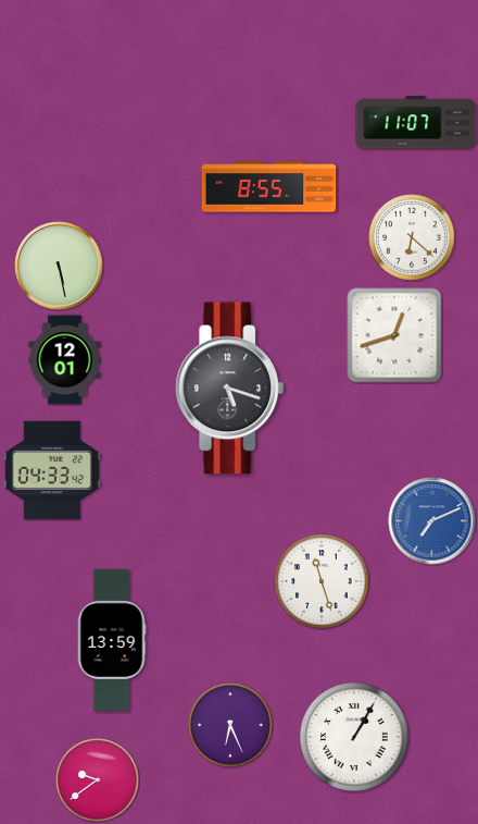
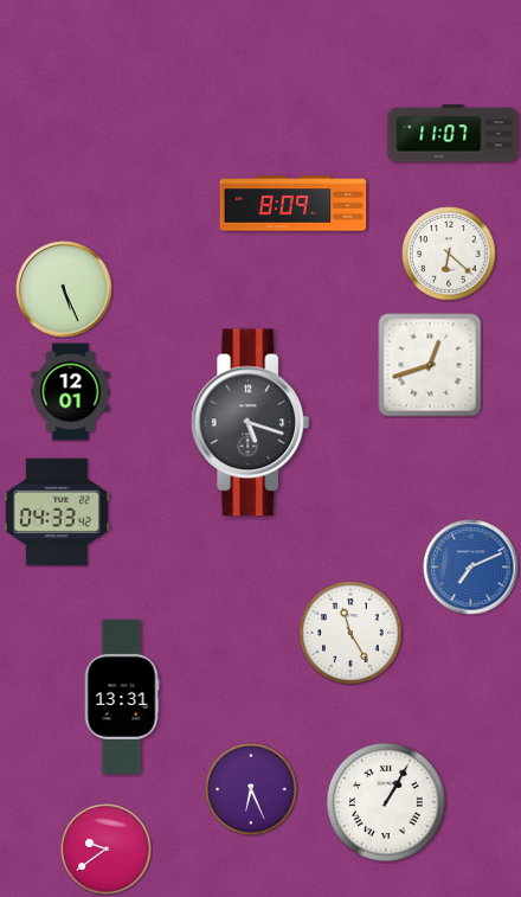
clock at (269, 187): 8:55 -> 8:09
clock at (412, 237) position: (412, 237) -> (449, 254)
clock at (59, 266): 5:28 -> 5:26
clock at (322, 581): 11:27 -> 11:25
clock at (112, 640): 13:59 -> 13:31
